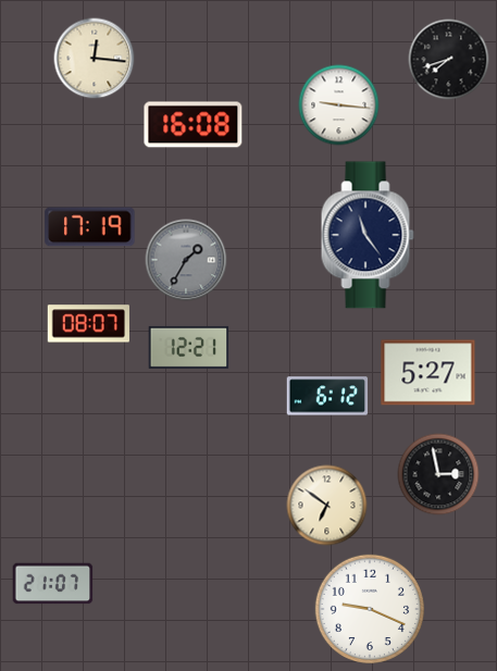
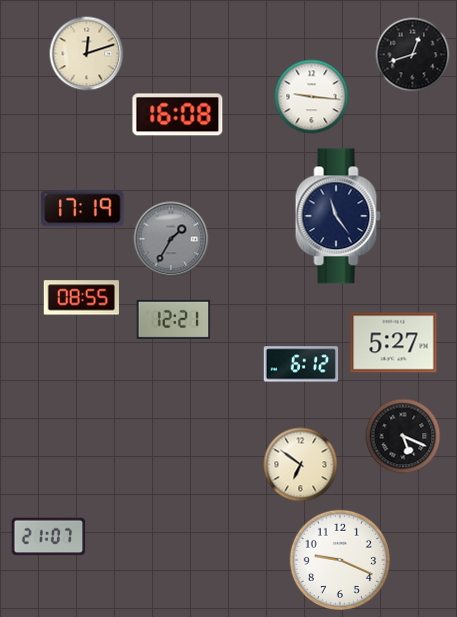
clock at (95, 59): 12:16 -> 12:12
clock at (449, 60): 7:42 -> 12:42
clock at (88, 324): 08:07 -> 08:55
clock at (438, 474): 2:58 -> 5:19
